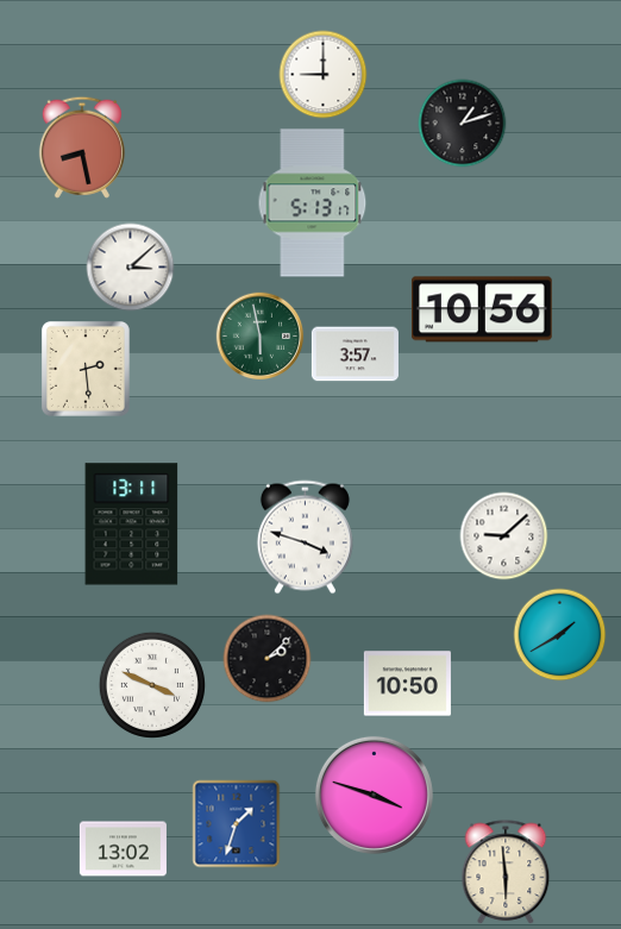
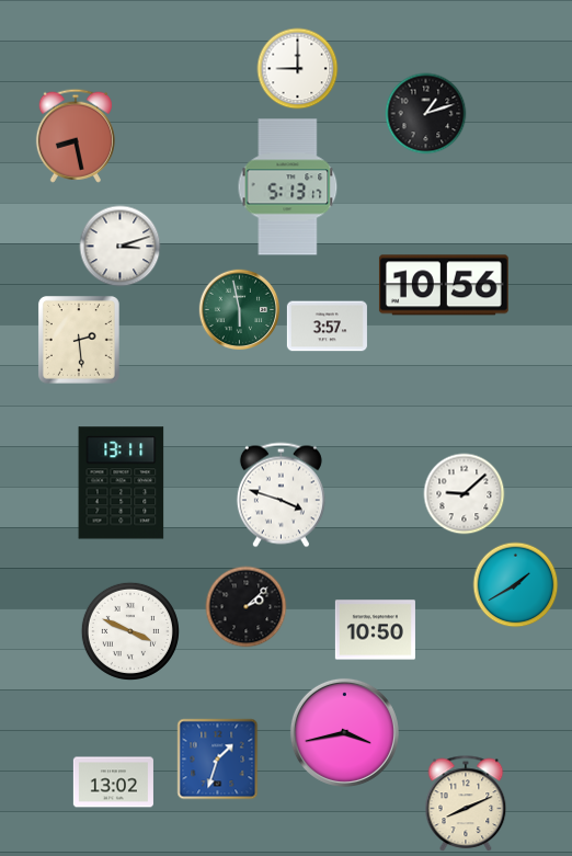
clock at (131, 268): 3:08 -> 3:12
clock at (152, 685) position: (152, 685) -> (130, 631)
clock at (374, 795): 3:48 -> 3:43
clock at (506, 873): 5:59 -> 8:11
